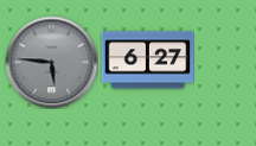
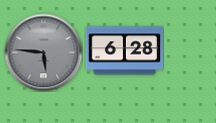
clock at (147, 61): 6:27 -> 6:28
